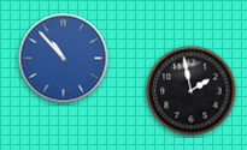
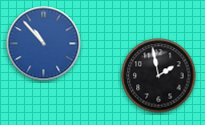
clock at (64, 59) position: (64, 59) -> (44, 44)
